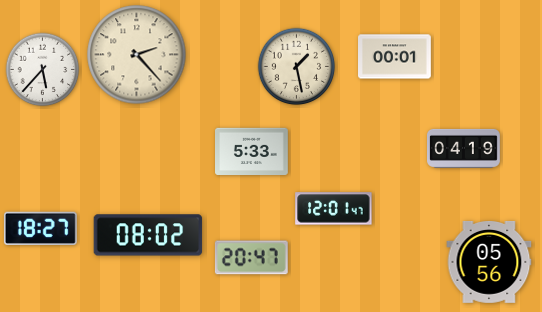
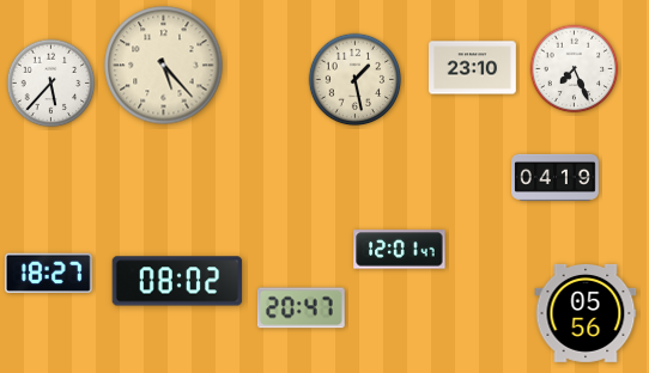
clock at (137, 55): 2:23 -> 5:23
clock at (395, 57): 00:01 -> 23:10
clock at (575, 69): none -> 7:26
clock at (252, 152): 5:33 -> none
